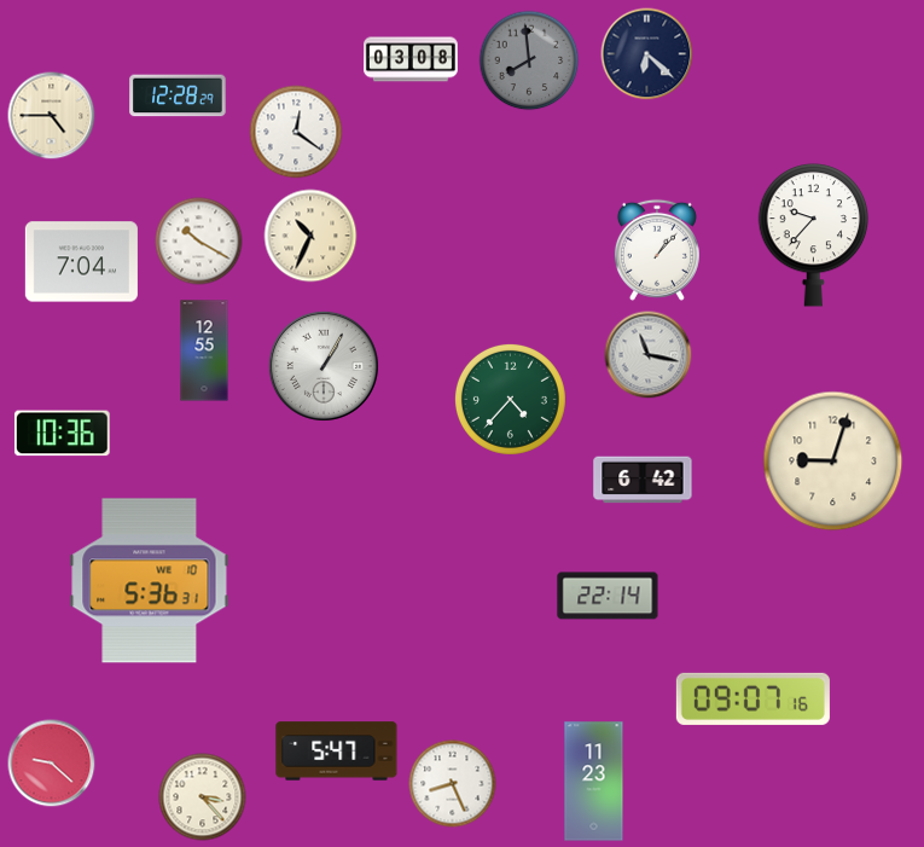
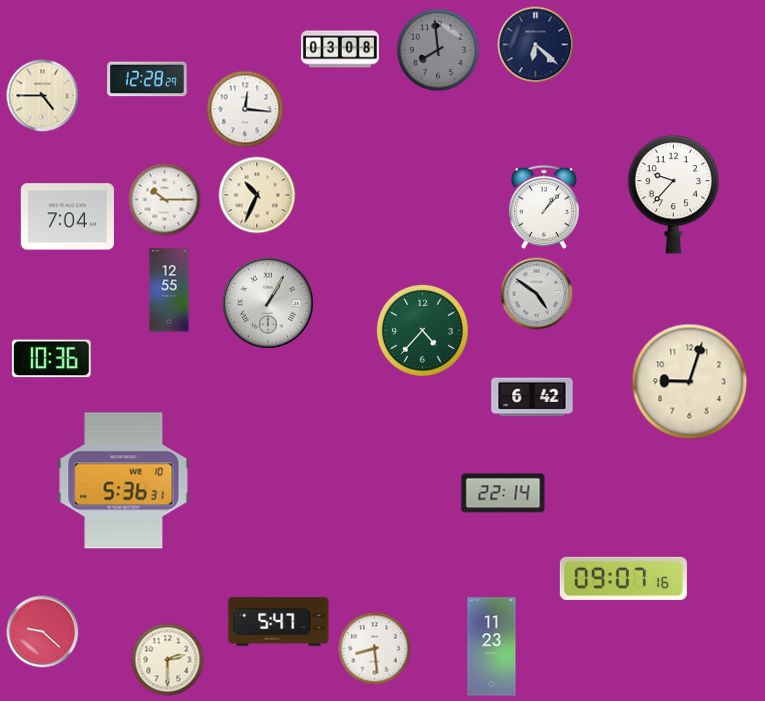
clock at (296, 132): 12:21 -> 12:16
clock at (199, 242): 10:20 -> 10:15
clock at (649, 355): 11:17 -> 4:51
clock at (453, 784): 8:26 -> 8:29
clock at (203, 797): 3:23 -> 2:30
